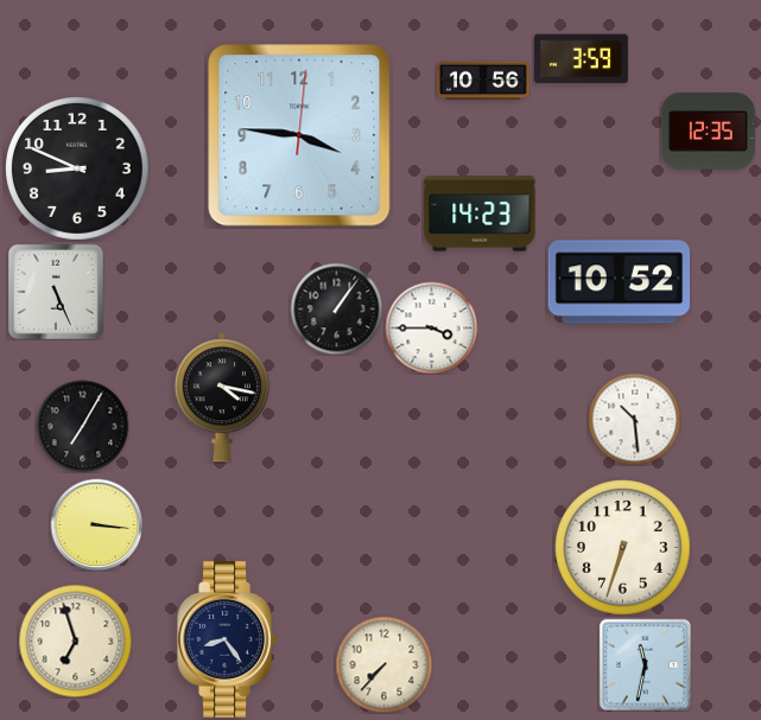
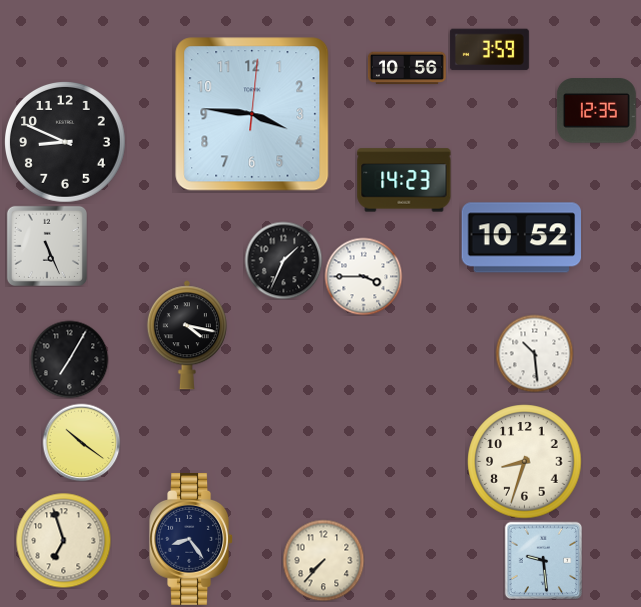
clock at (336, 308): 1:06 -> 1:34
clock at (96, 524): 3:16 -> 10:21
clock at (623, 548): 6:33 -> 8:33
clock at (645, 664): 11:32 -> 9:29
